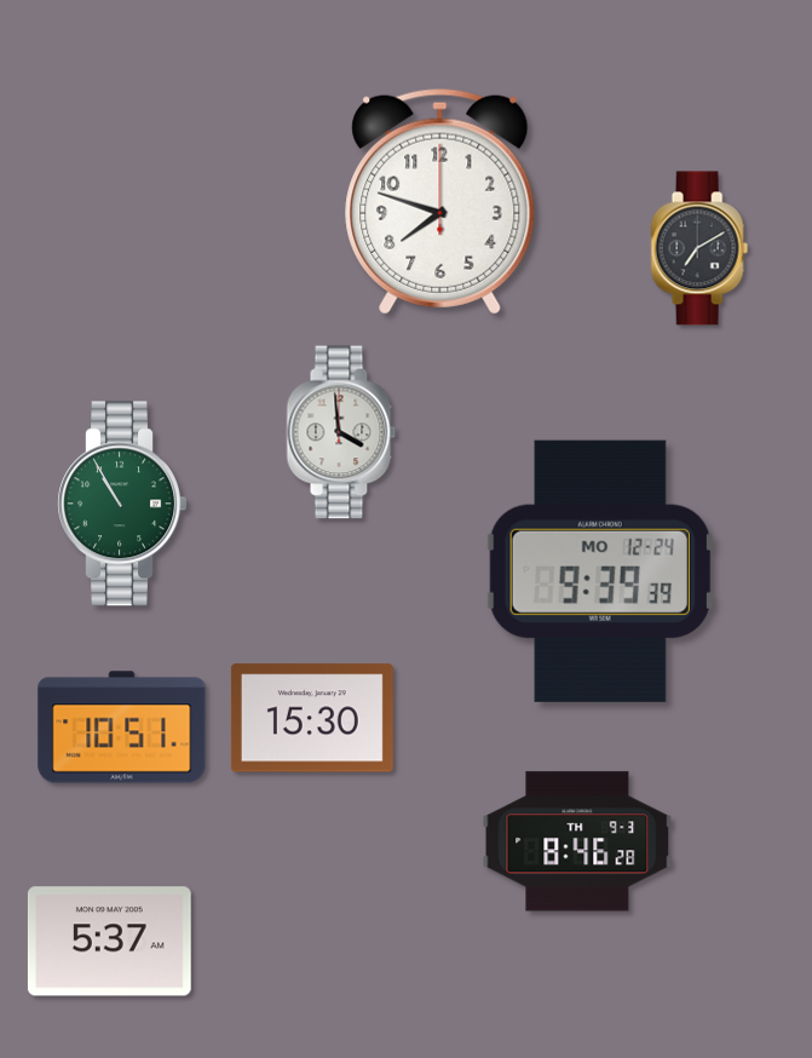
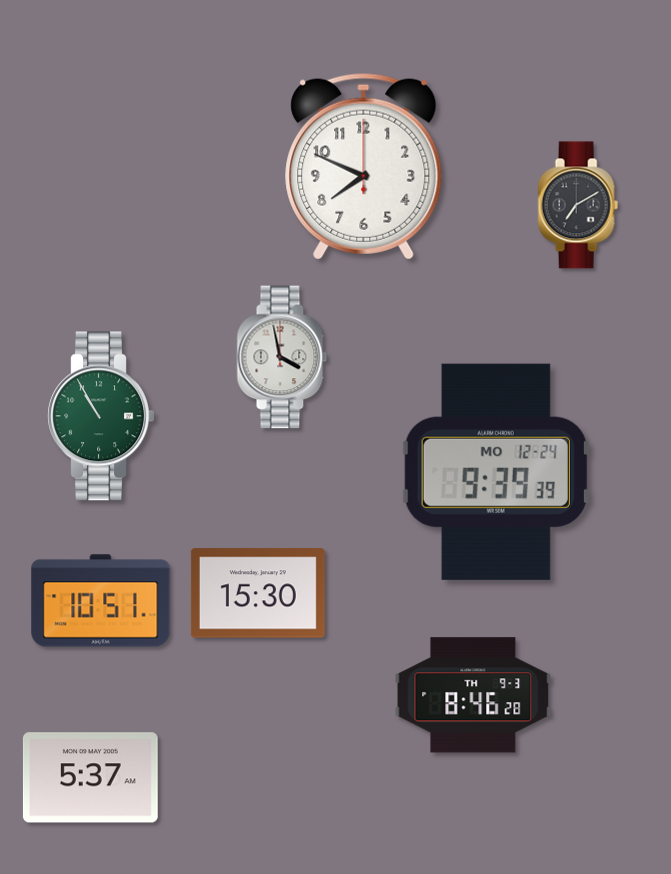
clock at (440, 201): 7:48 -> 7:49
clock at (341, 432): 3:59 -> 3:58
clock at (577, 841) position: (577, 841) -> (473, 695)
